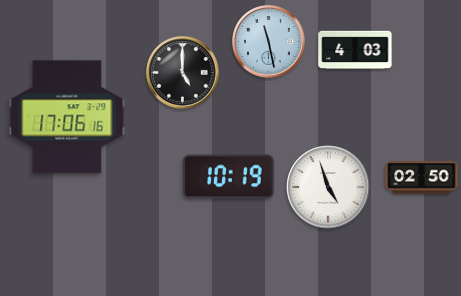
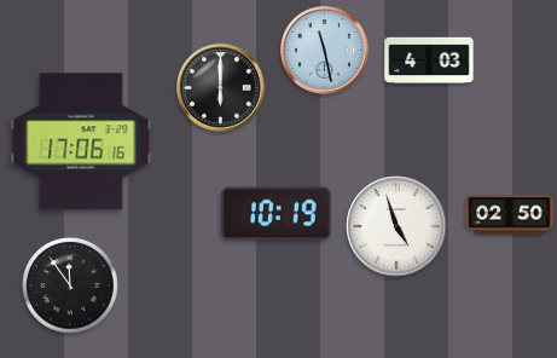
clock at (183, 73): 5:00 -> 6:00
clock at (70, 285): none -> 11:54
